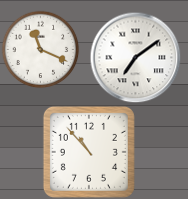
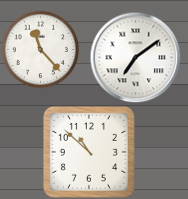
clock at (40, 49): 11:19 -> 11:23
clock at (89, 152): 10:53 -> 10:52
